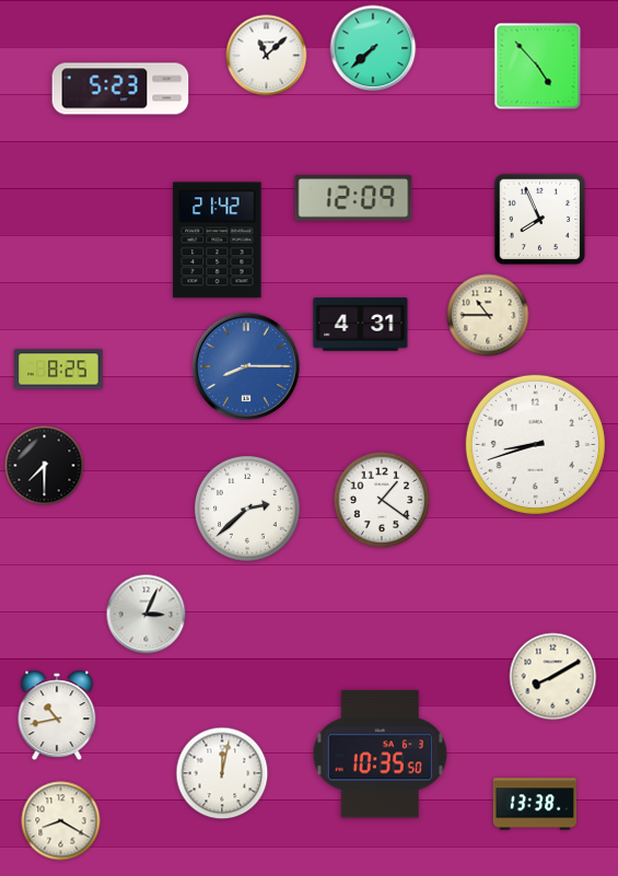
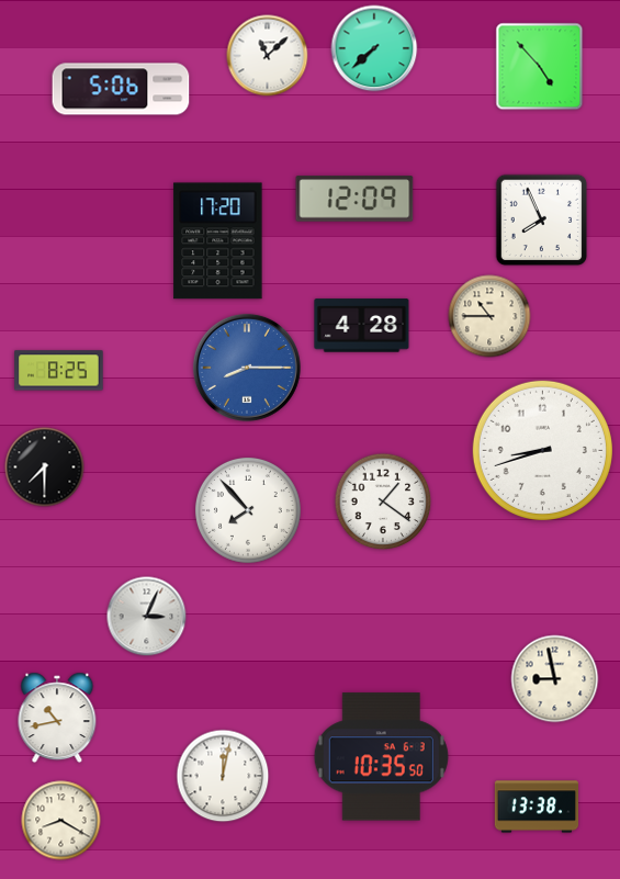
clock at (120, 89): 5:23 -> 5:06
clock at (218, 241): 21:42 -> 17:20
clock at (361, 325): 4:31 -> 4:28
clock at (535, 444) position: (535, 444) -> (542, 450)
clock at (247, 509): 2:38 -> 7:53
clock at (553, 677): 8:10 -> 8:58
clock at (61, 821) position: (61, 821) -> (61, 821)
